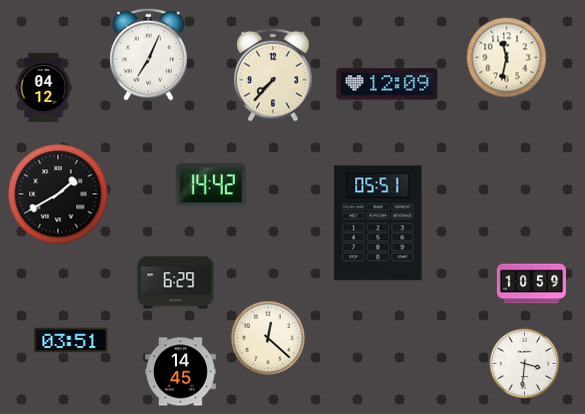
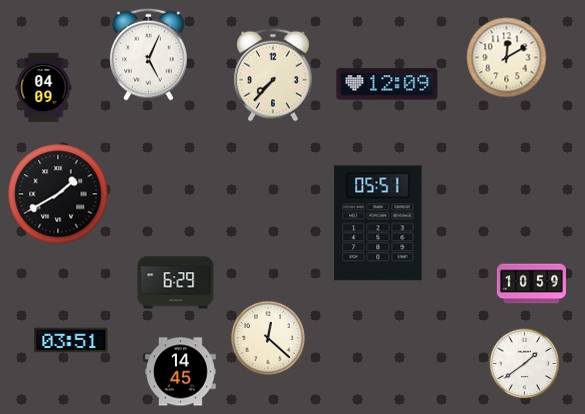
clock at (149, 54): 7:04 -> 5:04
clock at (507, 58): 11:32 -> 12:10
clock at (44, 87): 04:12 -> 04:09
clock at (211, 185): 14:42 -> none
clock at (525, 364): 3:31 -> 1:39
